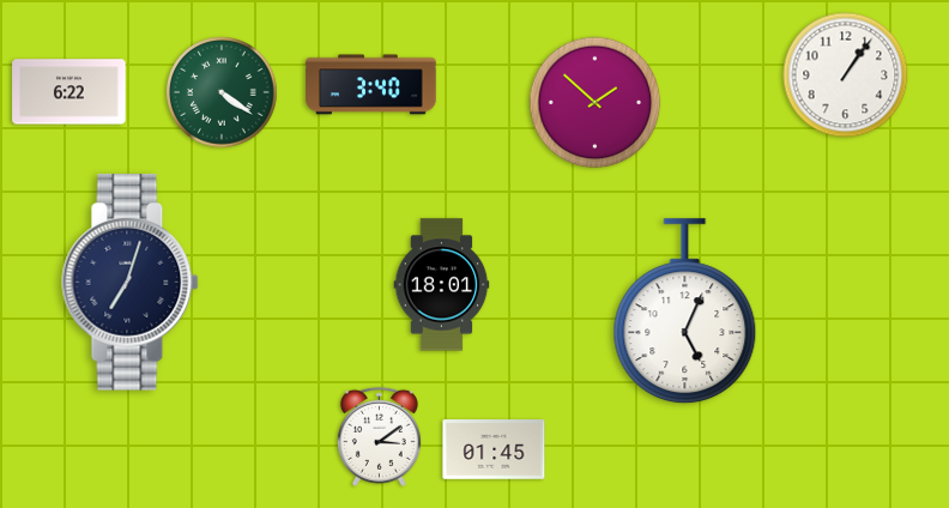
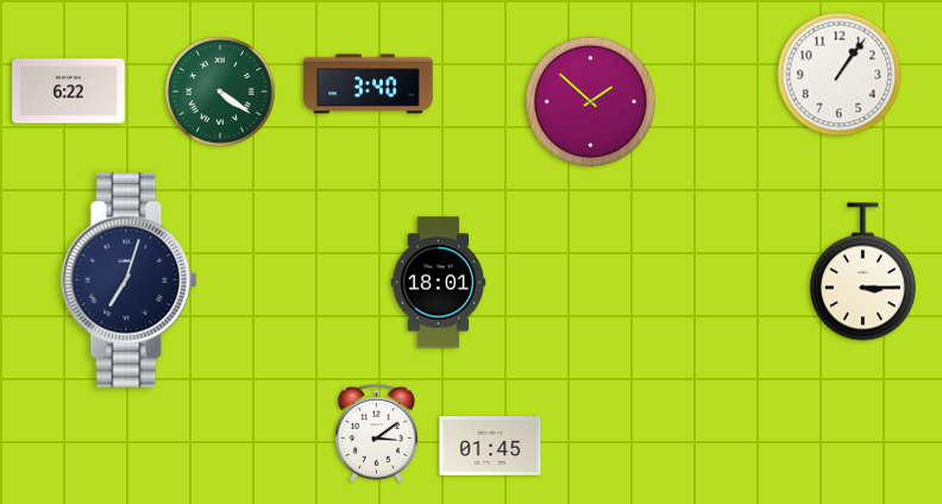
clock at (862, 272): none -> 3:15
clock at (685, 312): 5:04 -> none
